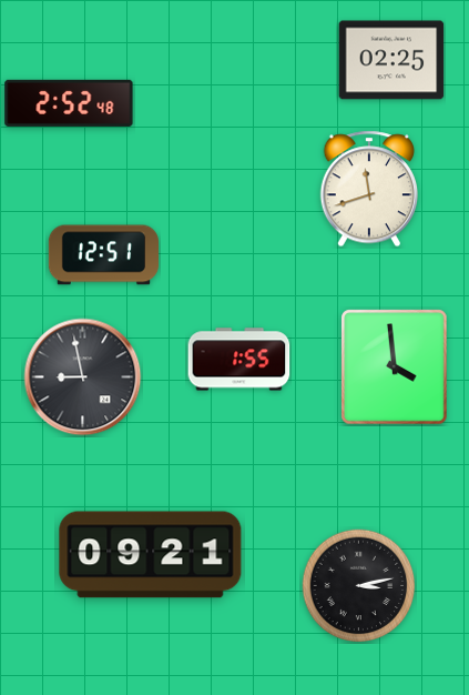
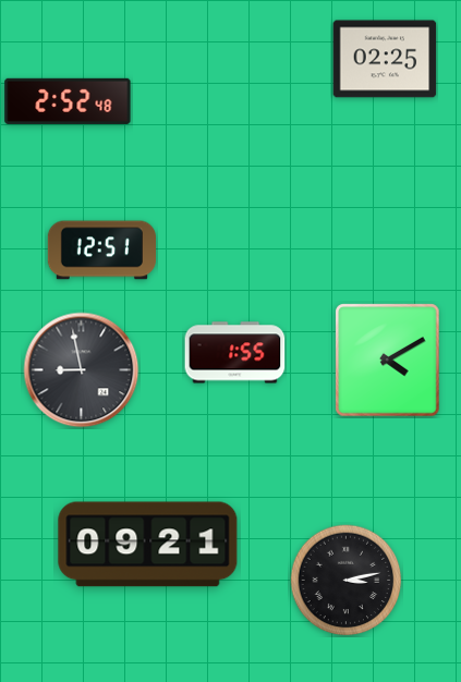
clock at (368, 189): 11:42 -> none
clock at (395, 367): 3:59 -> 4:10
clock at (359, 586) position: (359, 586) -> (347, 581)
